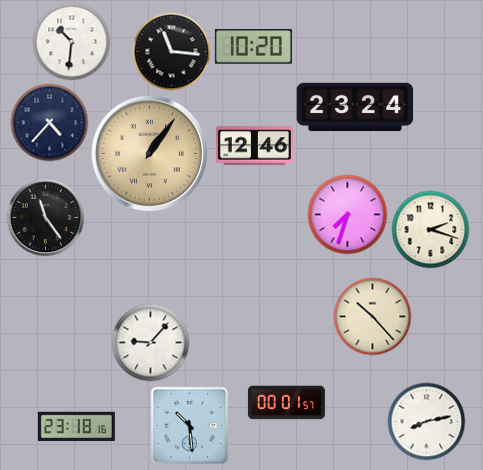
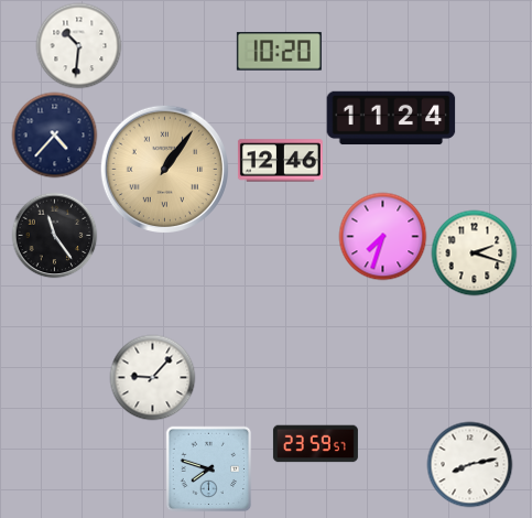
clock at (171, 51): 11:16 -> none
clock at (355, 107): 23:24 -> 11:24
clock at (45, 217) position: (45, 217) -> (54, 235)
clock at (372, 316): 10:23 -> none
clock at (150, 342) position: (150, 342) -> (152, 377)
clock at (286, 403): 00:01 -> 23:59
clock at (189, 425): 10:29 -> 7:48
clock at (76, 427): 23:18 -> none
